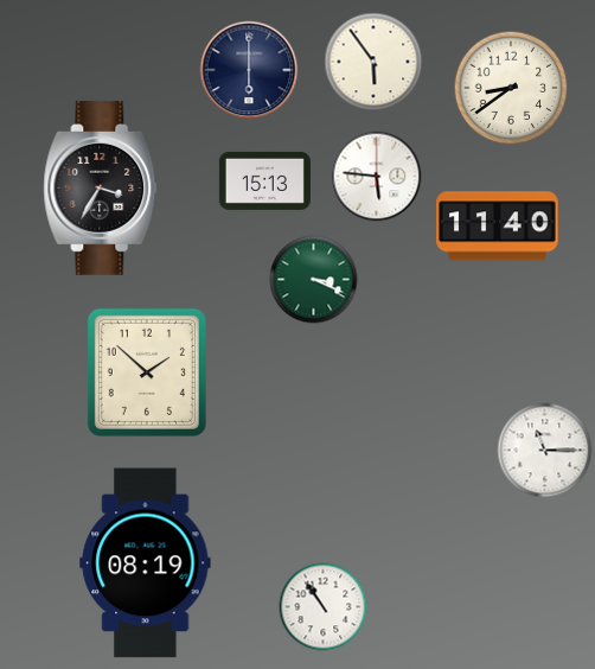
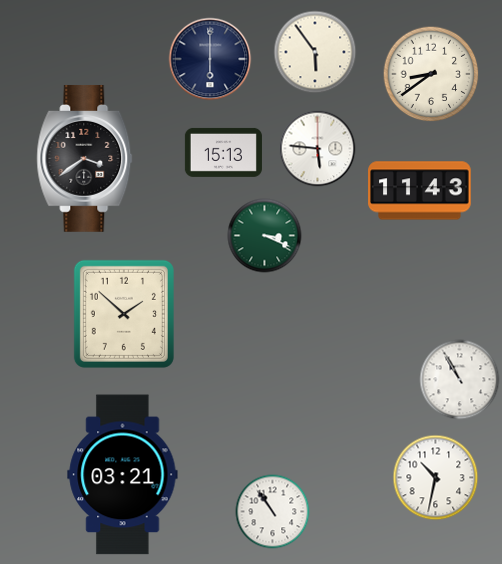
clock at (101, 187): 3:35 -> 3:39
clock at (498, 227): 11:40 -> 11:43
clock at (545, 451): 11:15 -> 10:55
clock at (146, 563): 08:19 -> 03:21
clock at (436, 478): none -> 10:32
